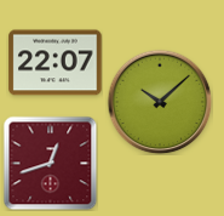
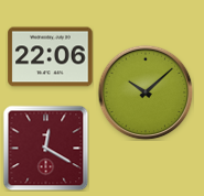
clock at (56, 63): 22:07 -> 22:06
clock at (50, 163): 12:42 -> 12:20
